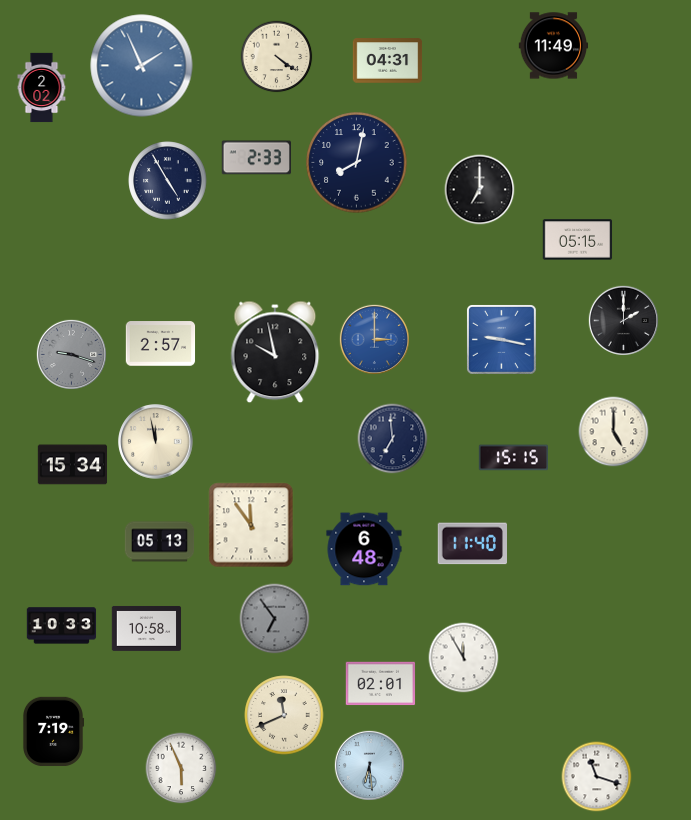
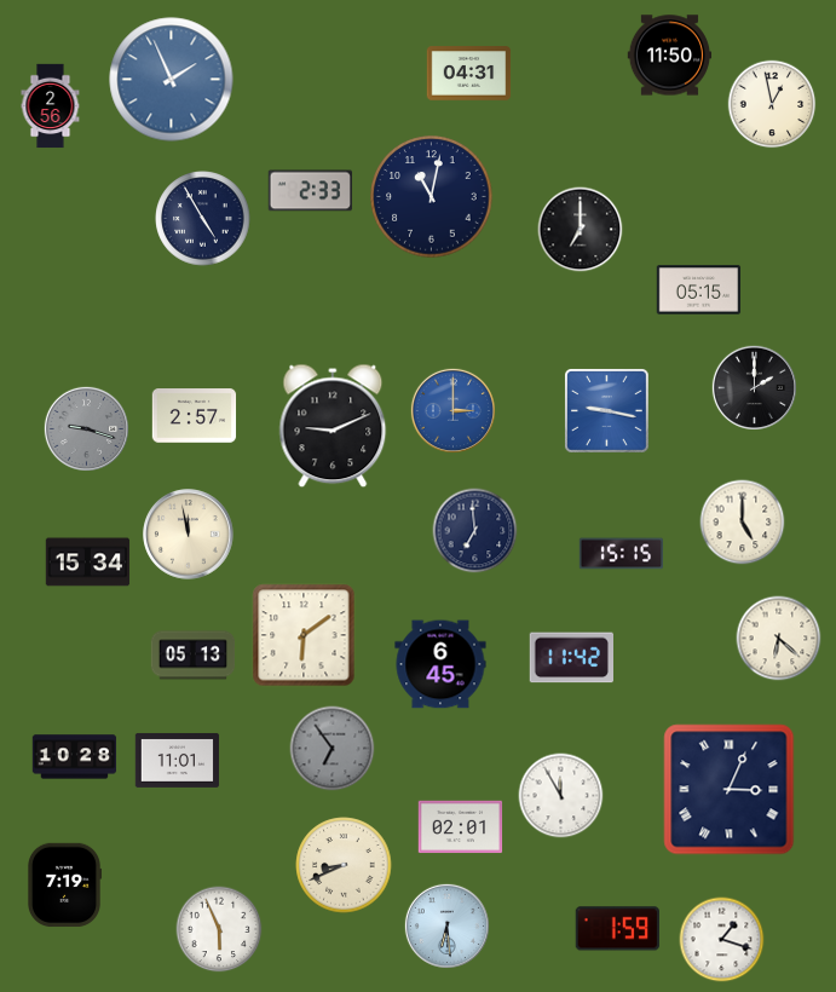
clock at (554, 46): 11:49 -> 11:50
clock at (277, 57): 4:21 -> none
clock at (772, 104): none -> 12:58
clock at (42, 88): 2:02 -> 2:56
clock at (357, 163): 8:02 -> 11:02
clock at (275, 352): 9:58 -> 9:11
clock at (251, 525): 11:54 -> 6:09
clock at (779, 639): none -> 6:22
clock at (472, 544): 11:40 -> 11:42
clock at (364, 549): 6:48 -> 6:45
clock at (62, 626): 10:33 -> 10:28
clock at (147, 628): 10:58 -> 11:01
clock at (730, 790): none -> 3:04
clock at (284, 715): 11:41 -> 8:41
clock at (617, 929): none -> 1:59
clock at (597, 777): 11:18 -> 1:18
